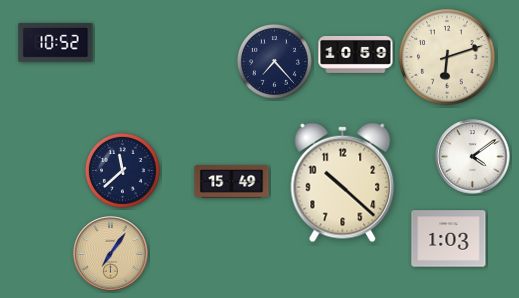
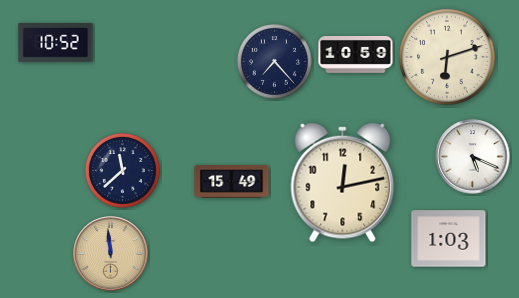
clock at (473, 157): 4:09 -> 5:19
clock at (343, 183): 10:22 -> 12:13
clock at (111, 254): 7:06 -> 11:59
